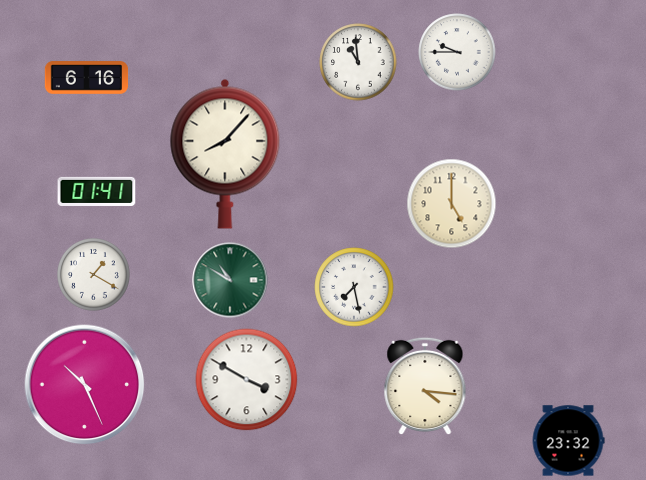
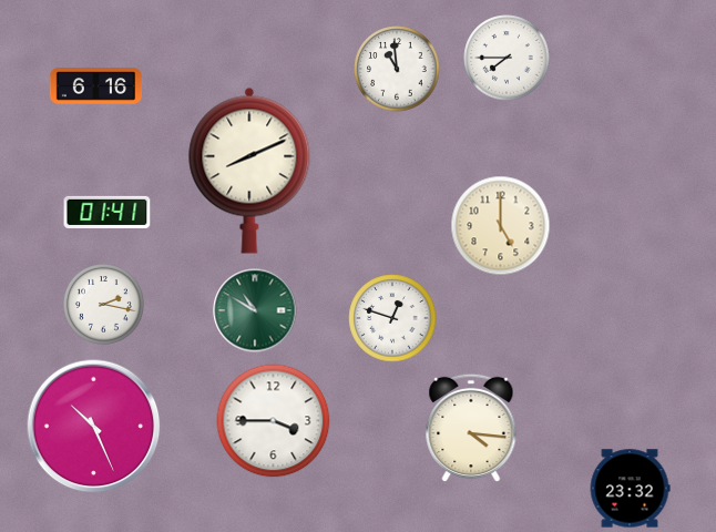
clock at (457, 52): 9:45 -> 7:45
clock at (225, 154): 8:07 -> 8:11
clock at (94, 275): 1:20 -> 2:17
clock at (354, 287): 7:28 -> 12:48
clock at (247, 380): 3:50 -> 3:45
